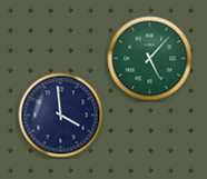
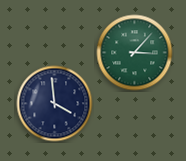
clock at (150, 59): 5:07 -> 3:07
